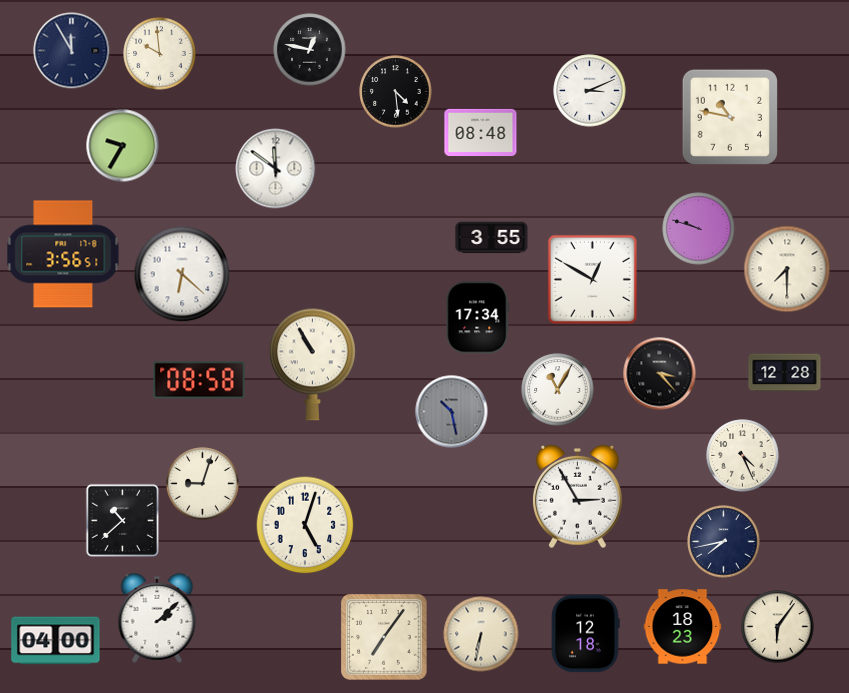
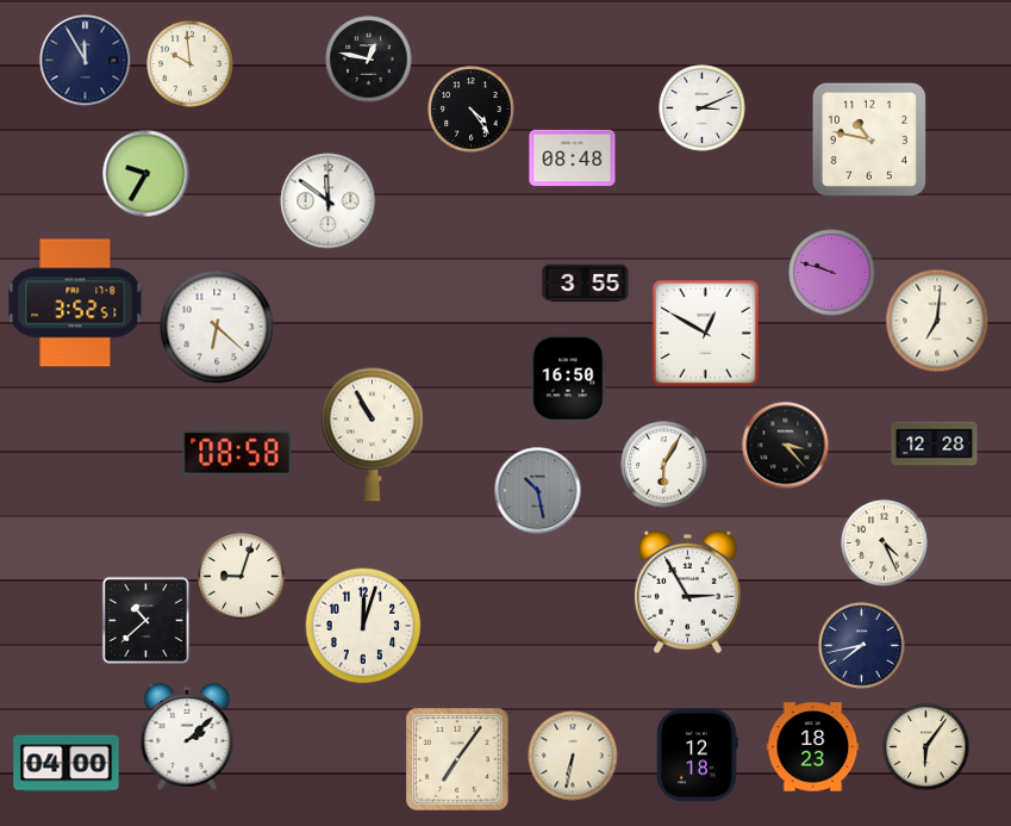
clock at (396, 92): 4:29 -> 4:24
clock at (63, 254): 3:56 -> 3:52
clock at (787, 269): 7:30 -> 7:01
clock at (478, 318): 17:34 -> 16:50
clock at (558, 390): 11:05 -> 6:05
clock at (305, 525): 5:03 -> 12:03
